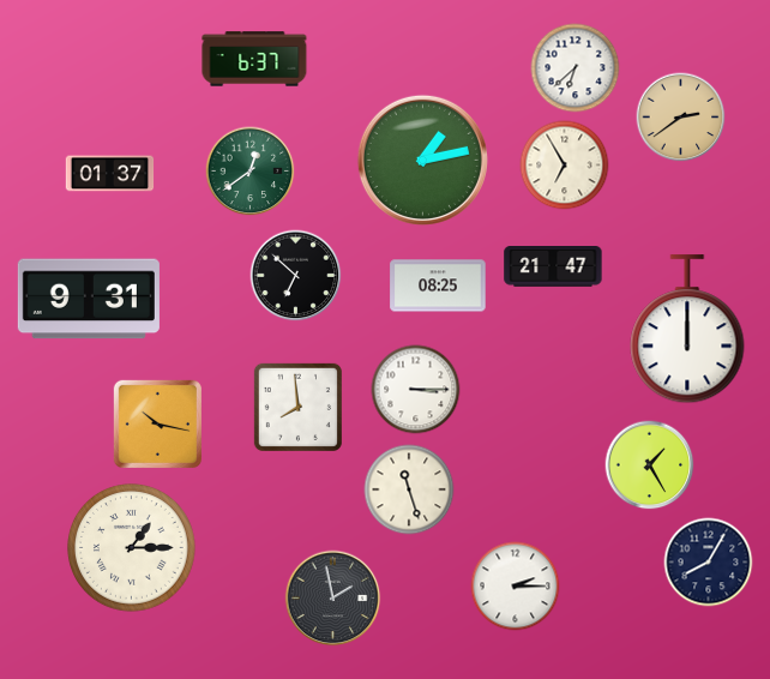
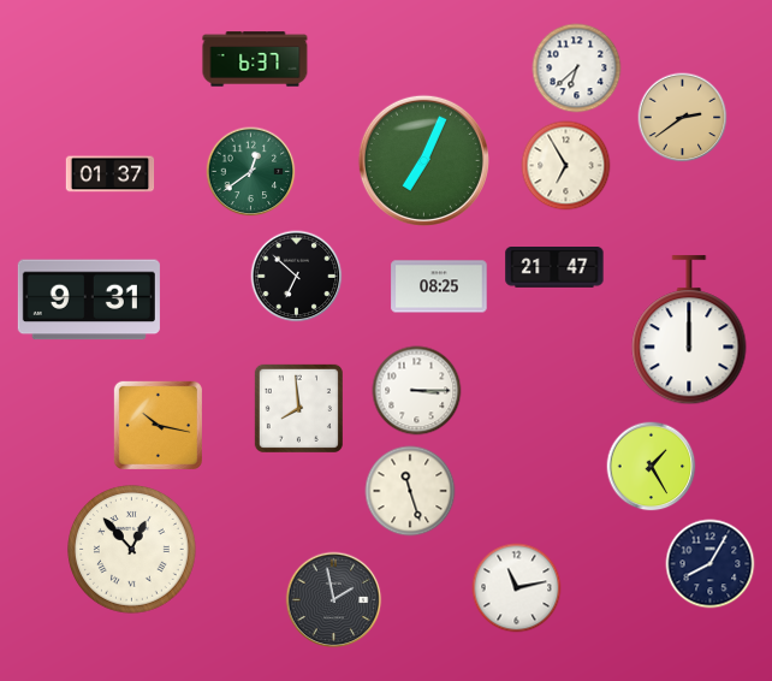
clock at (422, 160): 1:13 -> 7:04
clock at (132, 548): 1:15 -> 12:53
clock at (516, 587): 2:15 -> 11:13
